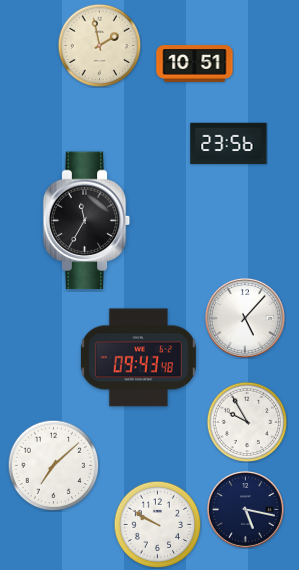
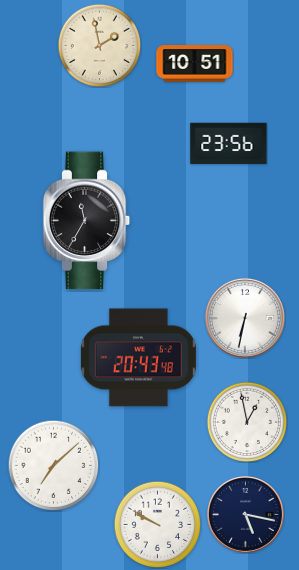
clock at (245, 318): 5:07 -> 6:32
clock at (138, 358): 09:43 -> 20:43
clock at (246, 421): 9:55 -> 12:58
clock at (246, 510) position: (246, 510) -> (246, 515)
